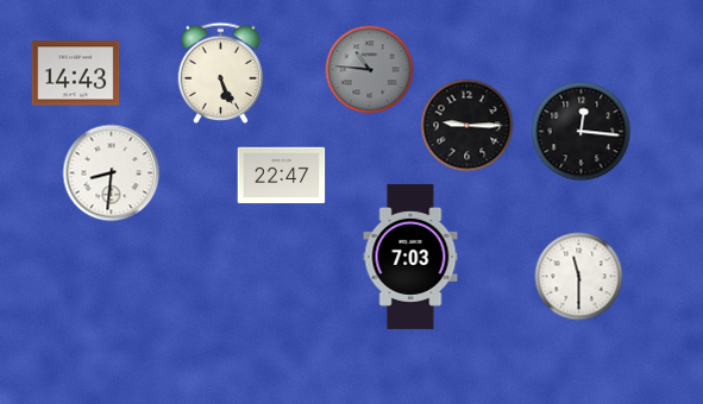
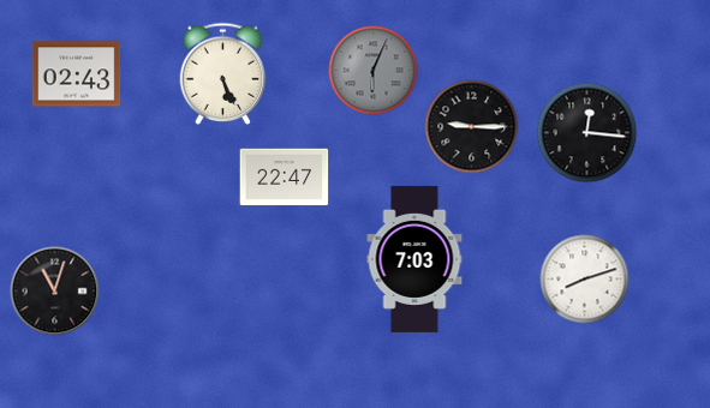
clock at (370, 70): 10:46 -> 6:04
clock at (76, 74): 14:43 -> 02:43
clock at (112, 173): 8:31 -> none
clock at (579, 277): 11:30 -> 8:12
clock at (55, 292): none -> 11:03
